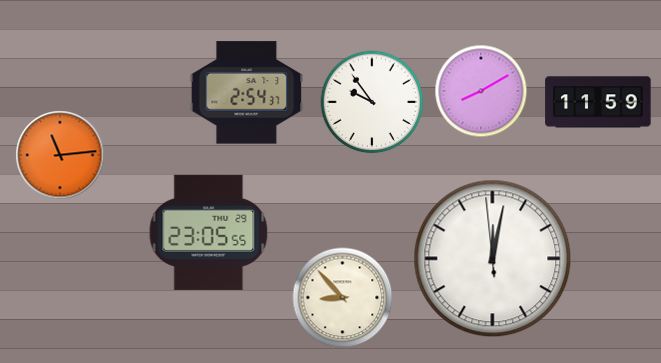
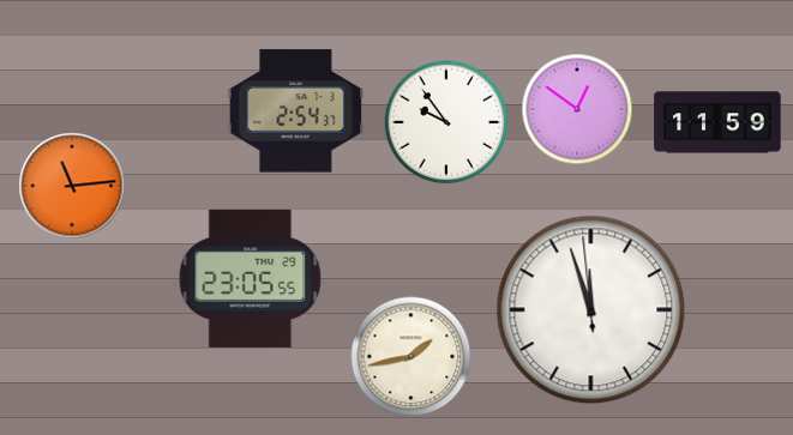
clock at (481, 91): 8:10 -> 12:51
clock at (493, 259): 12:01 -> 11:56
clock at (343, 298): 8:53 -> 1:43
